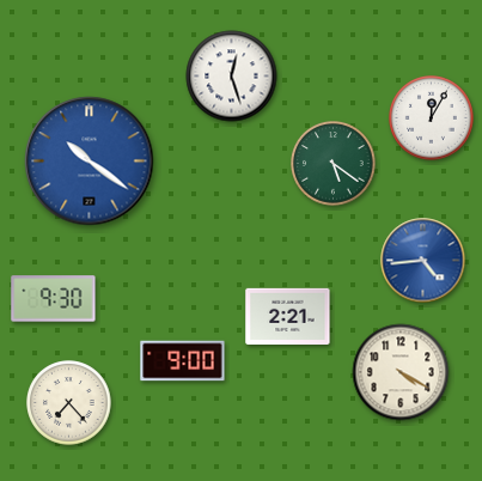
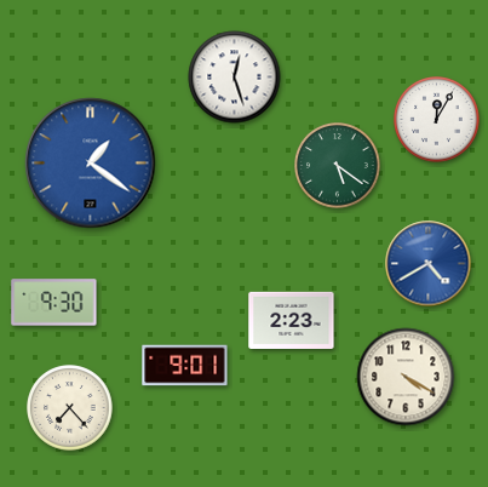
clock at (90, 162): 10:21 -> 1:21
clock at (423, 261): 4:44 -> 4:40
clock at (288, 316): 2:21 -> 2:23
clock at (183, 361): 9:00 -> 9:01
